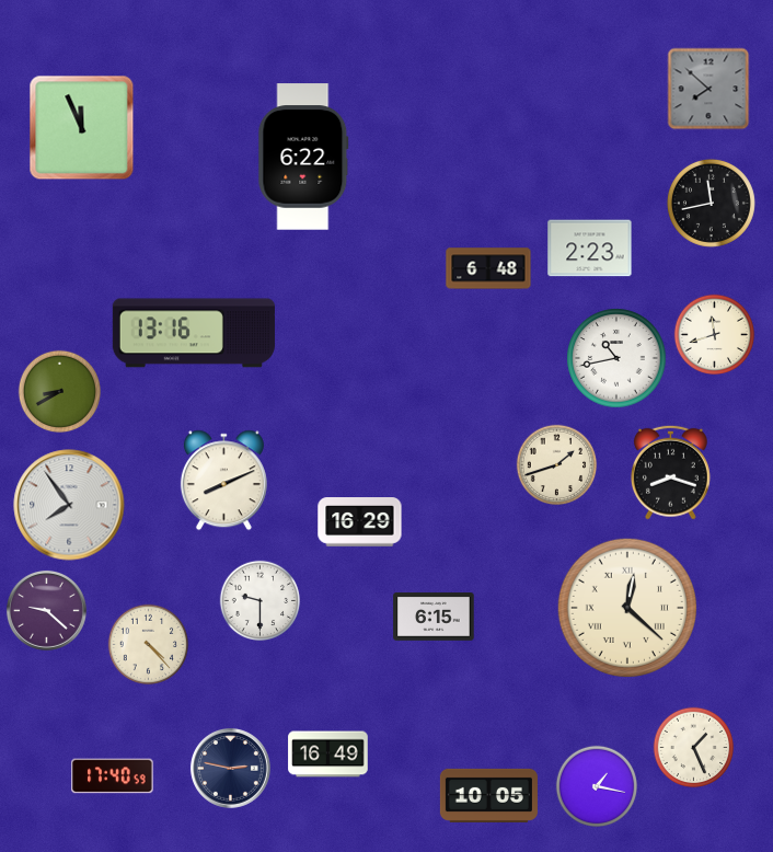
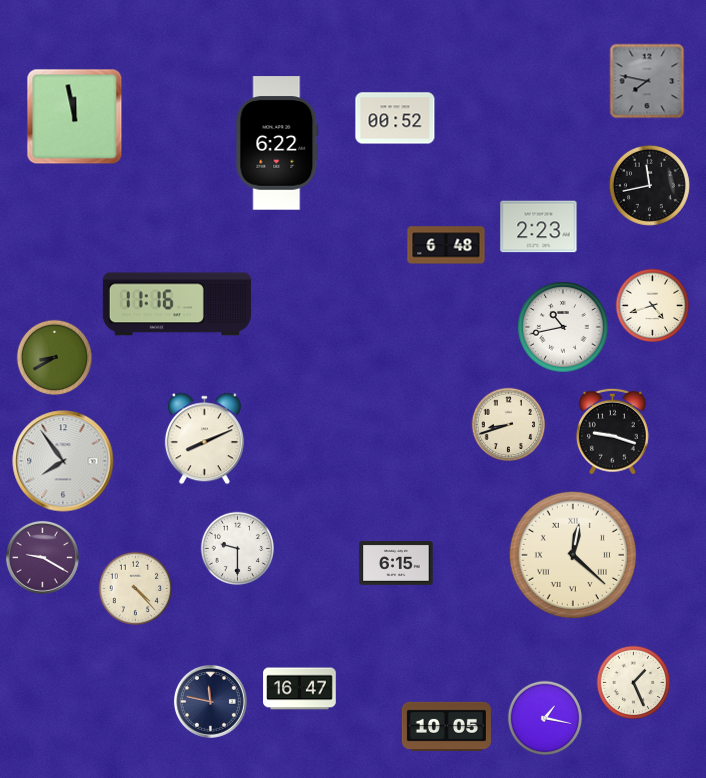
clock at (708, 89): 7:52 -> 7:47
clock at (82, 128): 11:56 -> 11:58
clock at (395, 118): none -> 00:52
clock at (194, 333): 13:16 -> 11:16
clock at (715, 335): 11:42 -> 4:42
clock at (557, 465): 1:42 -> 8:42
clock at (670, 472): 8:18 -> 9:18
clock at (360, 522): 16:29 -> none
clock at (46, 610): 9:22 -> 9:20
clock at (328, 755): 16:49 -> 16:47
clock at (230, 768): 2:47 -> 11:47
clock at (113, 776): 17:40 -> none
